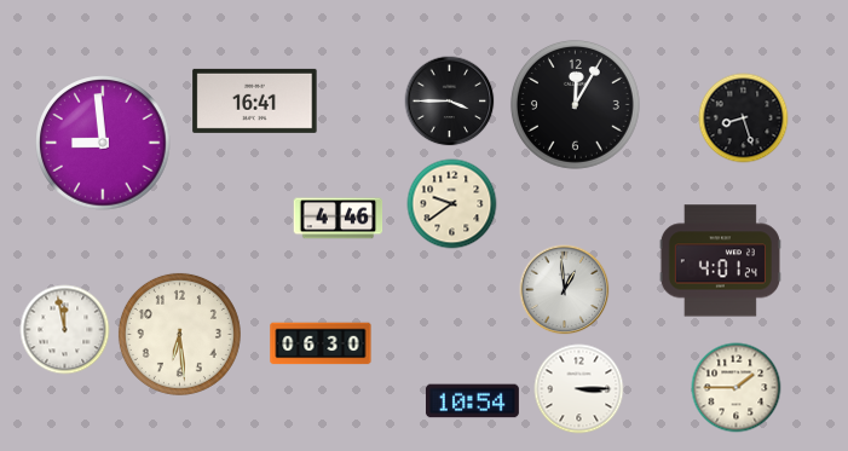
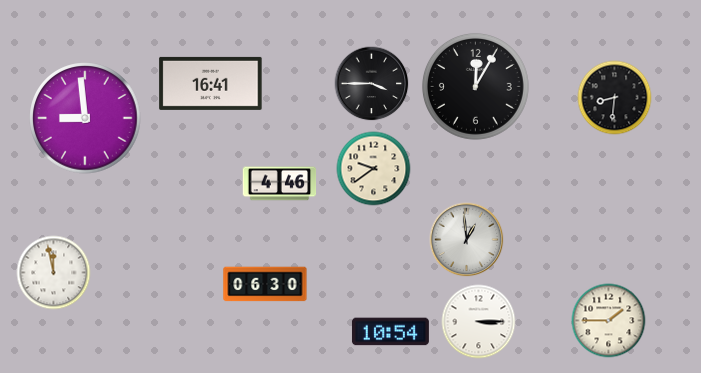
clock at (744, 118): 8:27 -> 8:31
clock at (339, 219) position: (339, 219) -> (280, 184)
clock at (720, 261): 4:01 -> none
clock at (179, 334): 6:29 -> none
